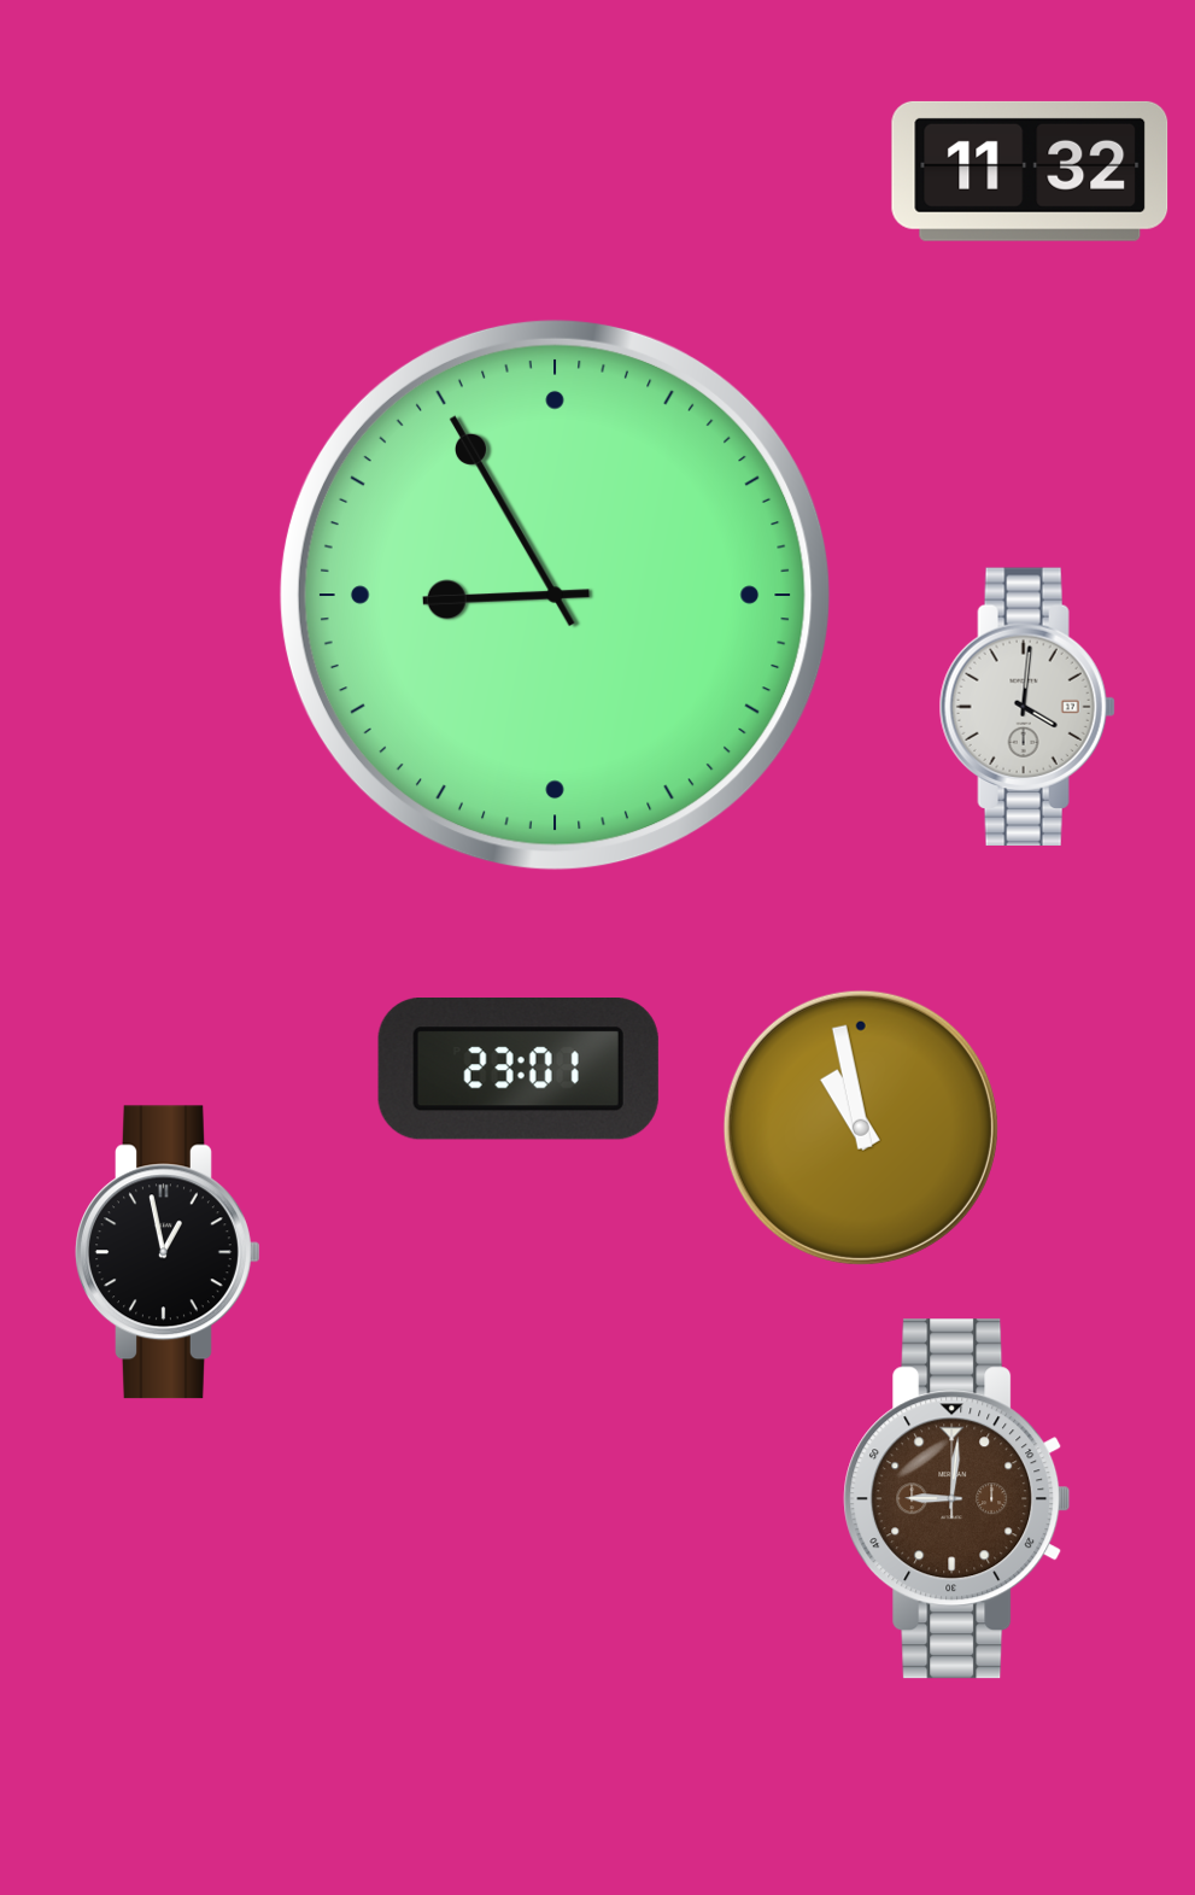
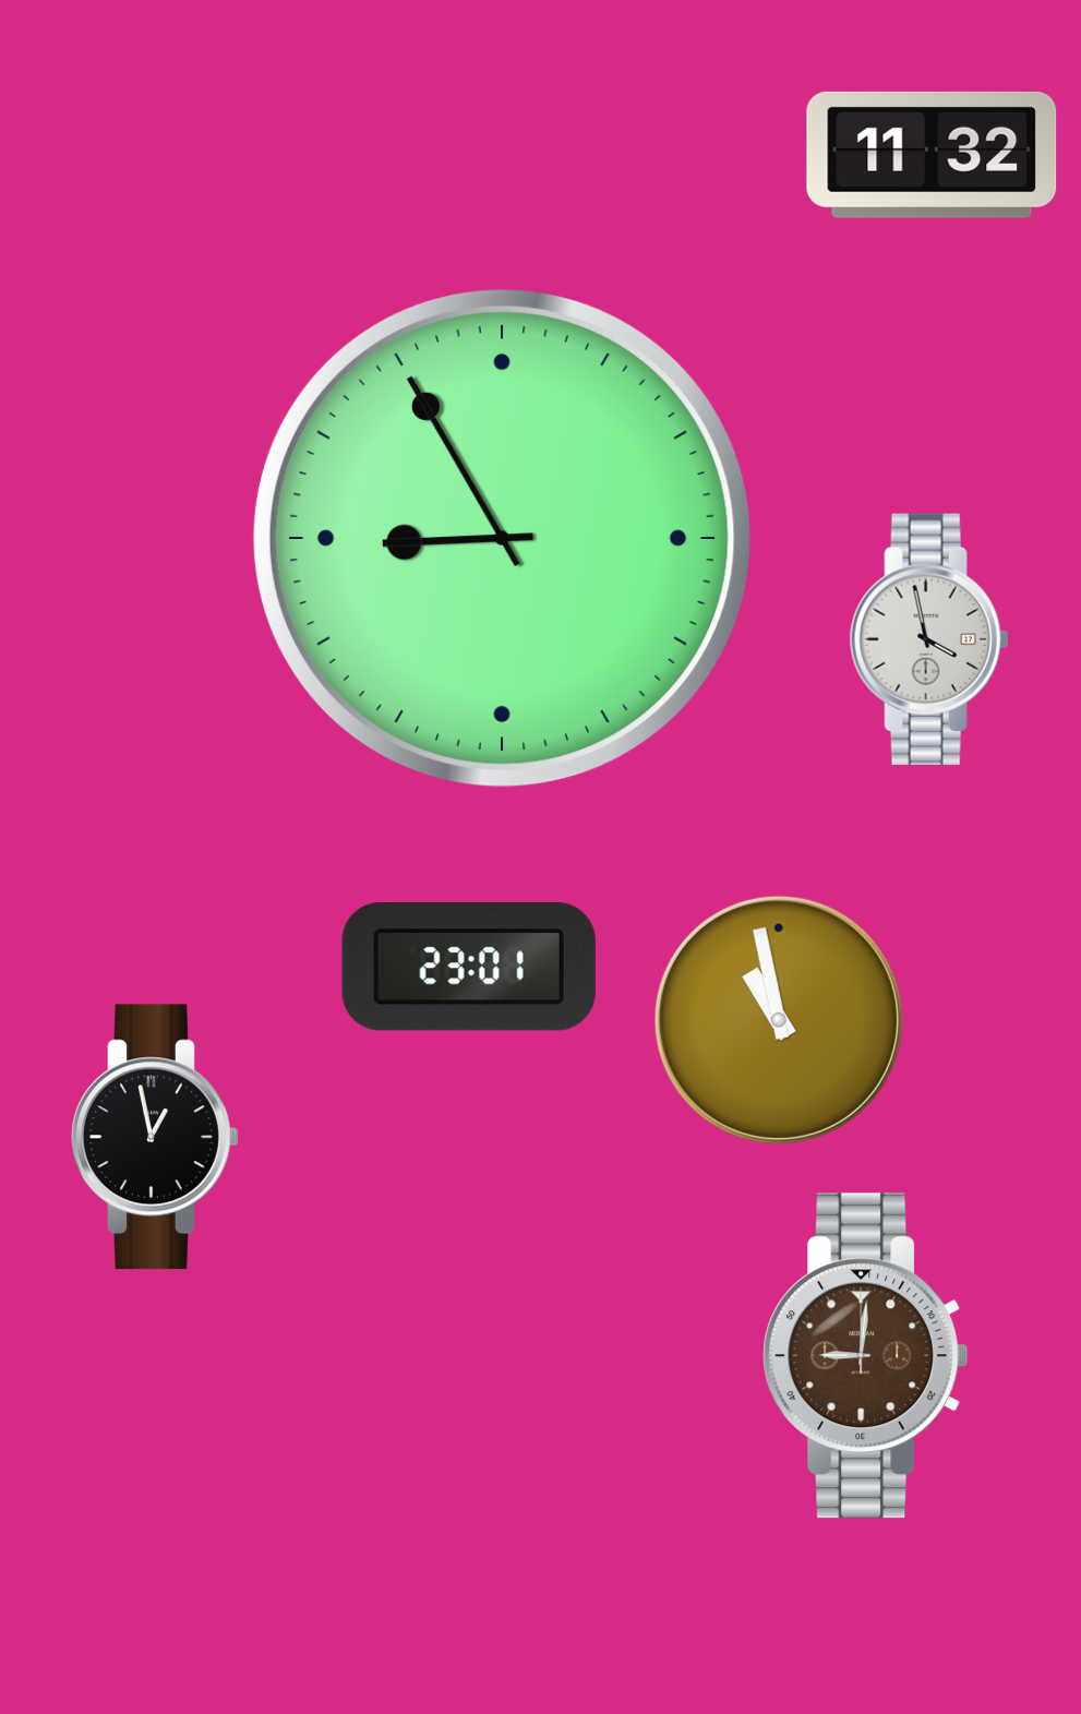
clock at (1027, 706): 4:01 -> 3:58
clock at (168, 1252) position: (168, 1252) -> (155, 1137)
